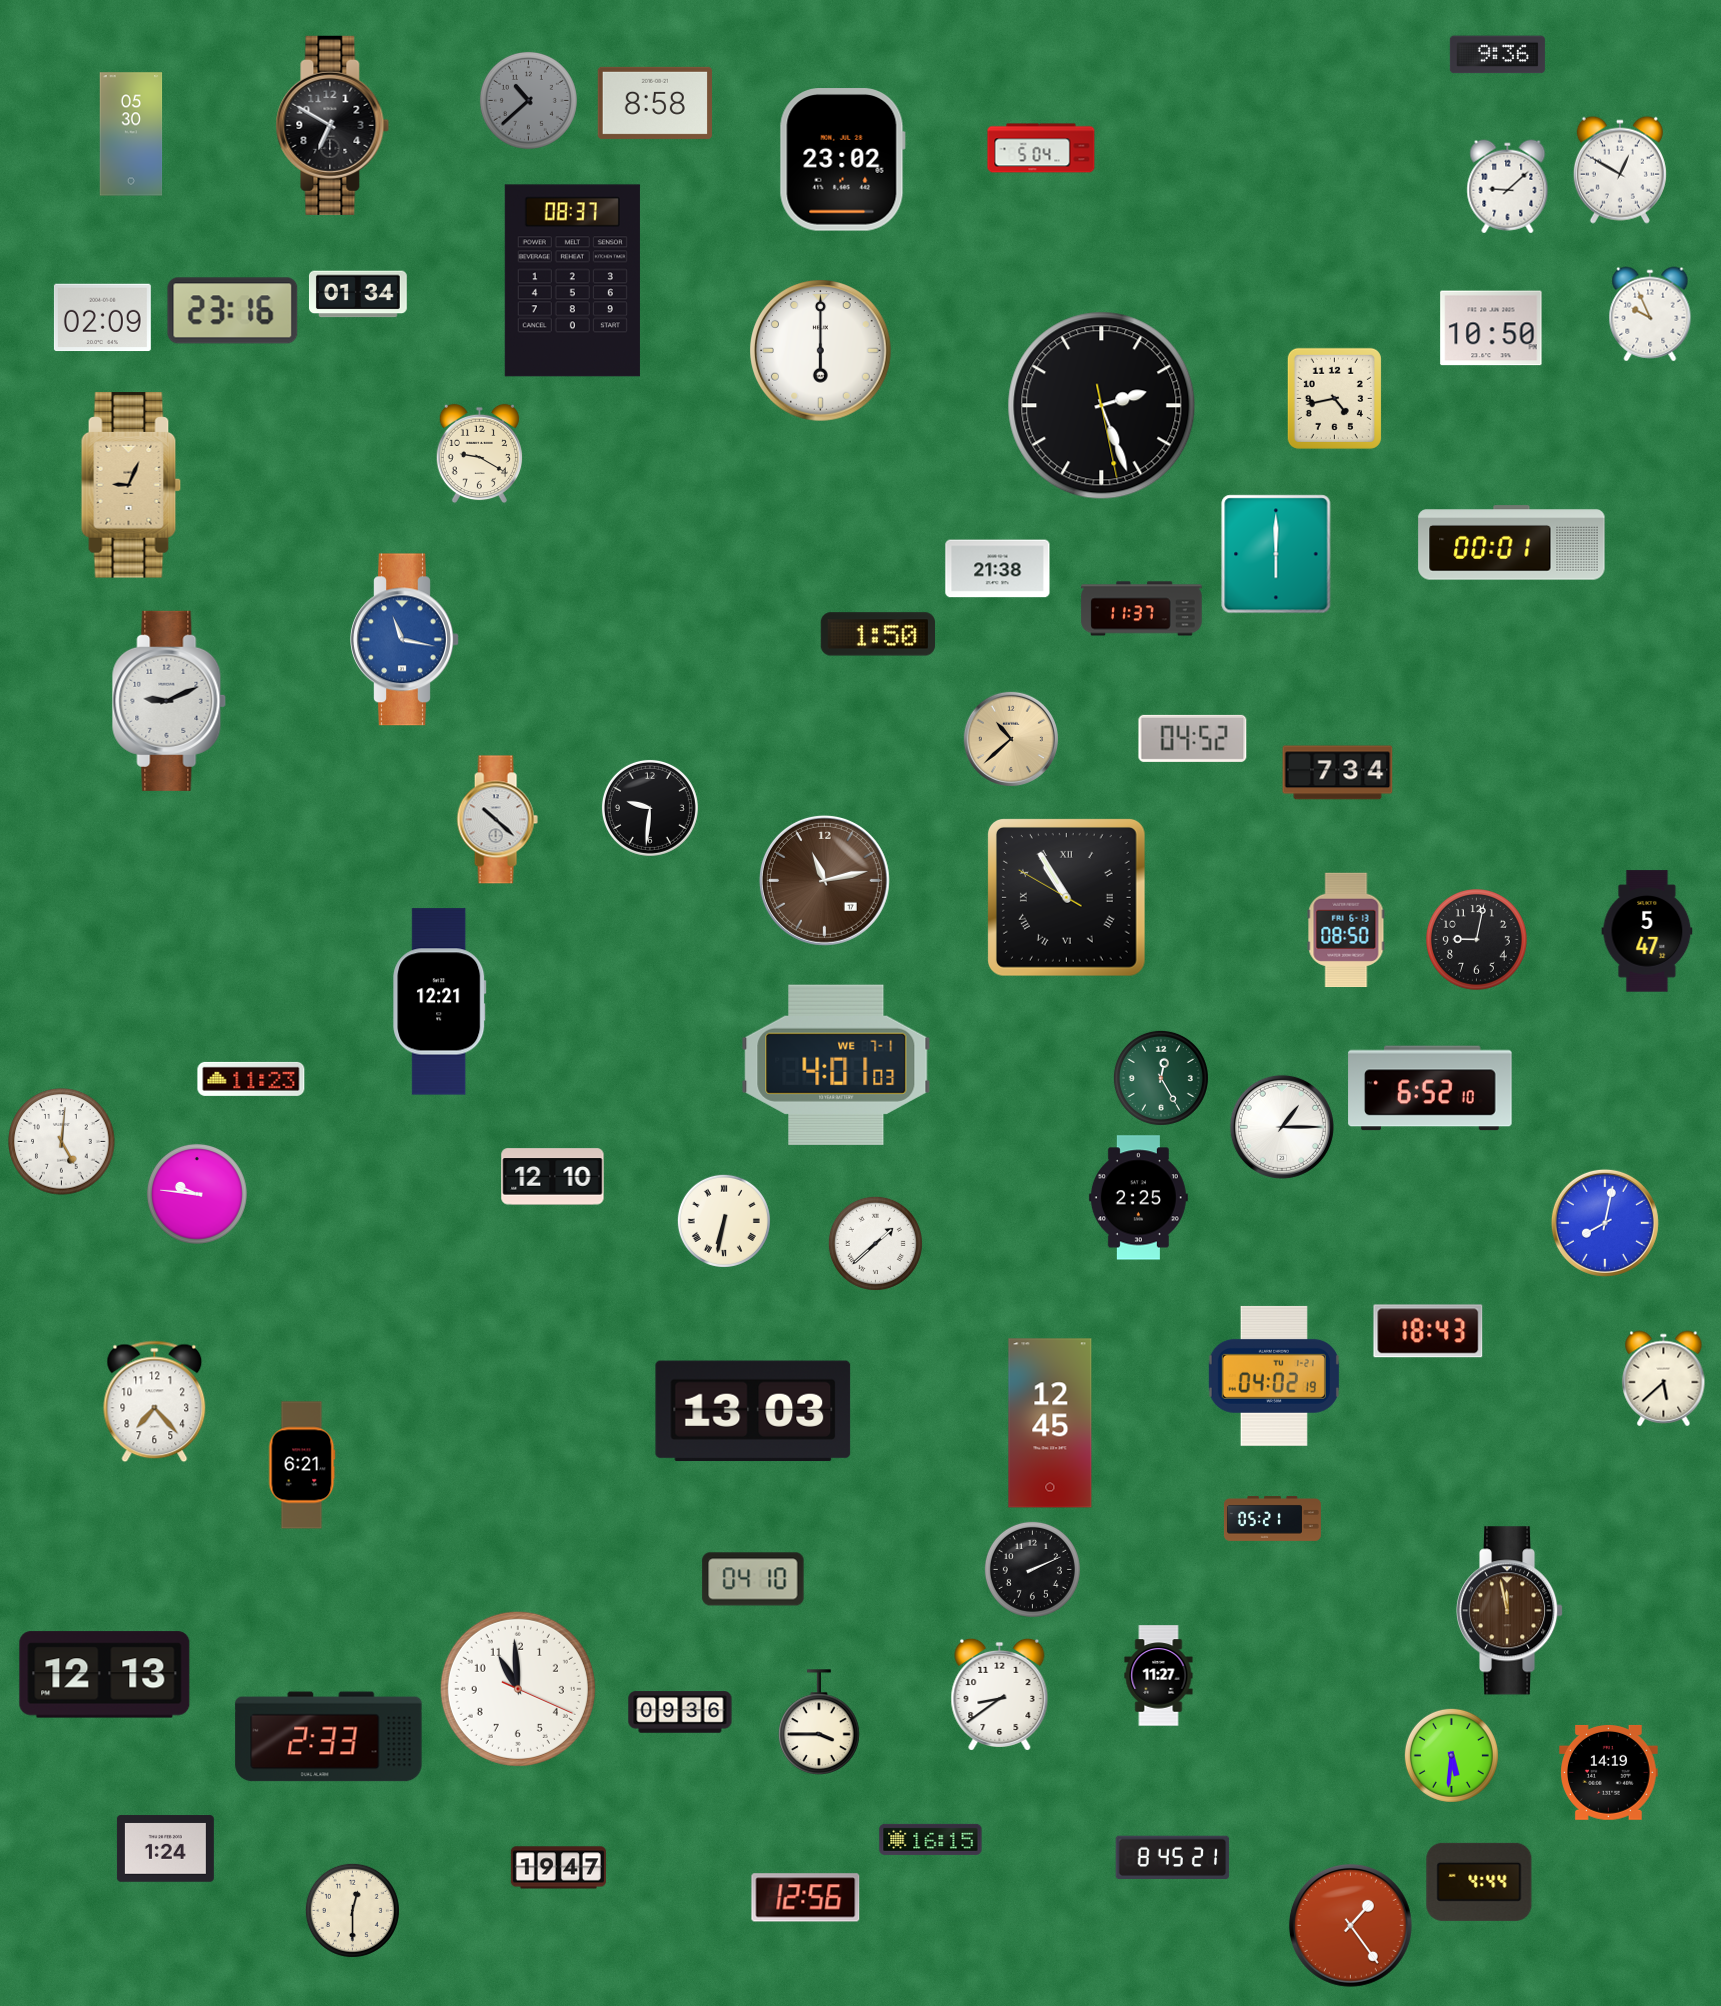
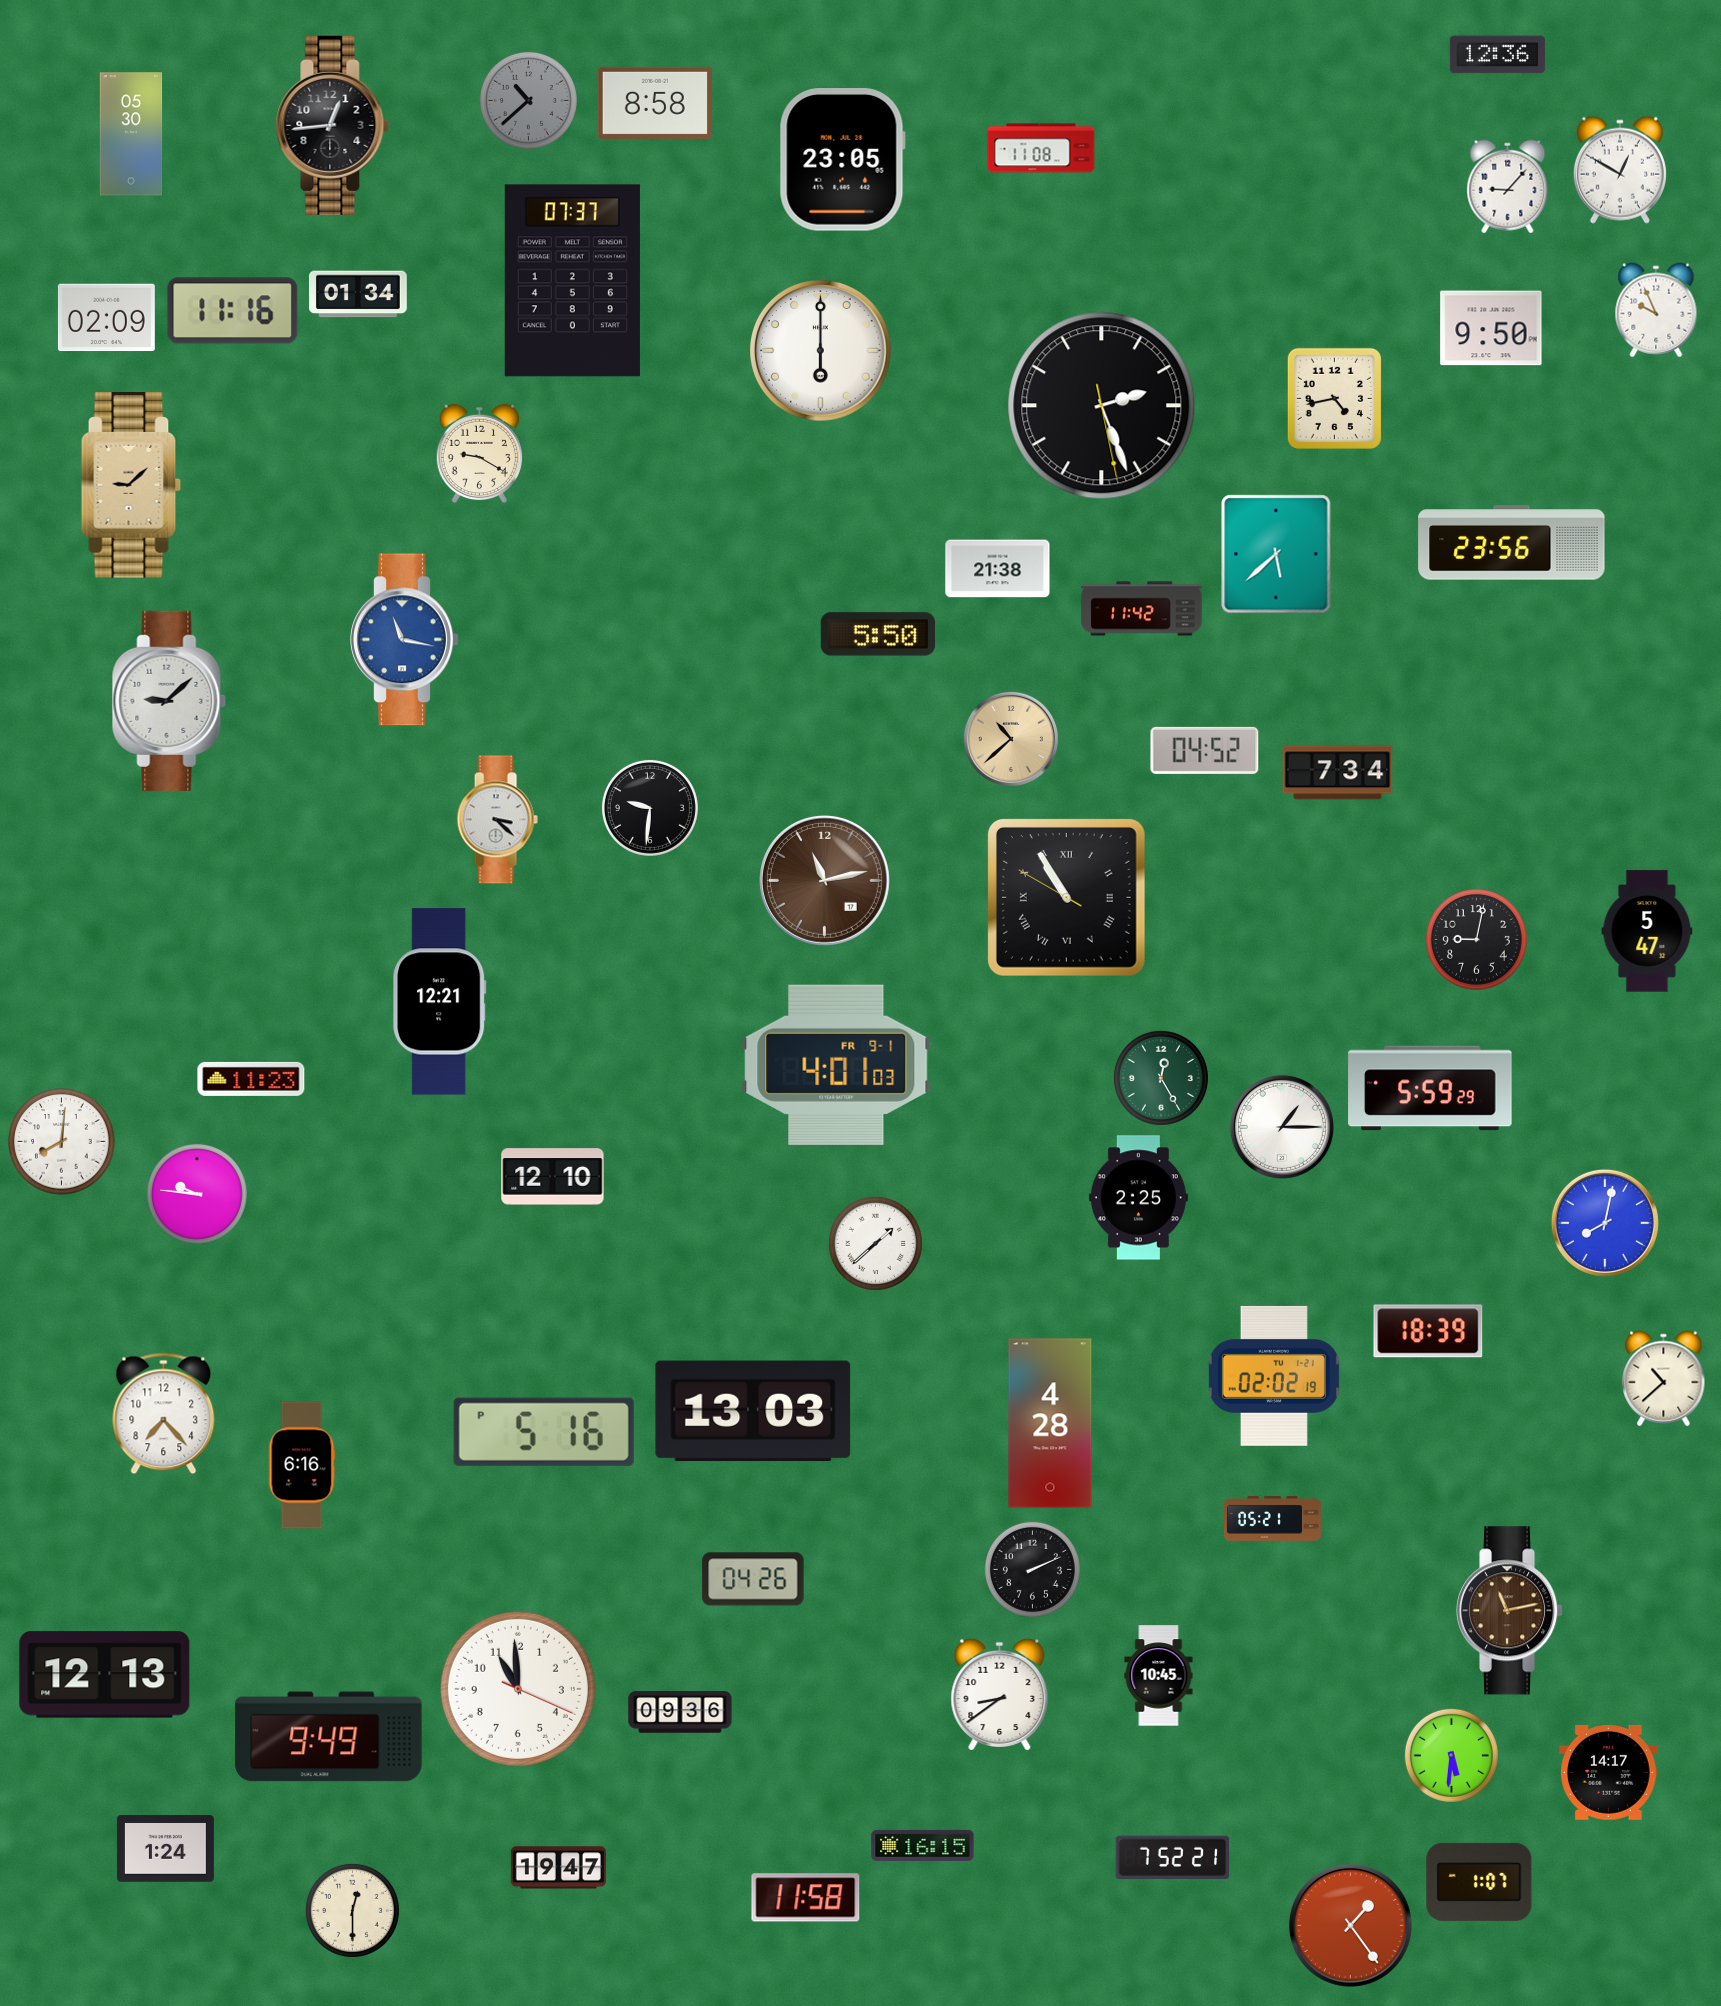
clock at (1497, 55): 9:36 -> 12:36
clock at (333, 125): 6:50 -> 12:44
clock at (1041, 148): 5:04 -> 11:08
clock at (842, 160): 23:02 -> 23:05
clock at (1508, 187): 9:08 -> 9:07
clock at (572, 281): 08:37 -> 07:37
clock at (233, 311): 23:16 -> 11:16
clock at (1650, 314) position: (1650, 314) -> (1656, 310)
clock at (102, 318) position: (102, 318) -> (106, 318)
clock at (1491, 328): 10:50 -> 9:50
clock at (131, 485): 9:04 -> 9:08
clock at (1512, 543): 00:01 -> 23:56
clock at (1276, 554): 6:00 -> 5:38
clock at (1142, 609): 11:37 -> 11:42
clock at (877, 634): 1:50 -> 5:50
clock at (169, 701): 9:11 -> 9:08
clock at (1193, 738) position: (1193, 738) -> (1205, 750)
clock at (497, 820): 10:22 -> 3:22
clock at (1346, 929): 08:50 -> none
clock at (836, 1065) date: WE 7-1 -> FR 9-1
clock at (1430, 1088): 6:52 -> 5:59
clock at (62, 1142): 5:01 -> 8:01
clock at (724, 1221): 6:32 -> none
clock at (1428, 1331): 18:43 -> 18:39
clock at (1274, 1376): 04:02 -> 02:02
clock at (1664, 1379): 5:38 -> 10:38
clock at (155, 1402) position: (155, 1402) -> (164, 1414)
clock at (1050, 1423): 12:45 -> 4:28
clock at (544, 1432): none -> 5:16
clock at (302, 1465): 6:21 -> 6:16
clock at (753, 1579): 04:10 -> 04:26
clock at (1510, 1611): 11:58 -> 11:13
clock at (1159, 1676): 11:27 -> 10:45
clock at (819, 1722): 3:45 -> none
clock at (329, 1737): 2:33 -> 9:49
clock at (1609, 1772): 14:19 -> 14:17
clock at (931, 1839) position: (931, 1839) -> (923, 1845)
clock at (1173, 1857): 8:45 -> 7:52
clock at (1479, 1882): 4:44 -> 1:07
clock at (806, 1898): 12:56 -> 11:58
